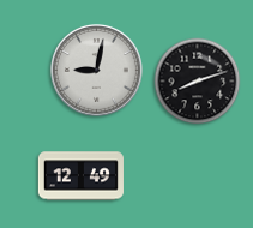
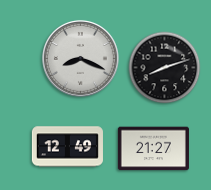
clock at (96, 70): 9:02 -> 8:19
clock at (153, 149): none -> 21:27
